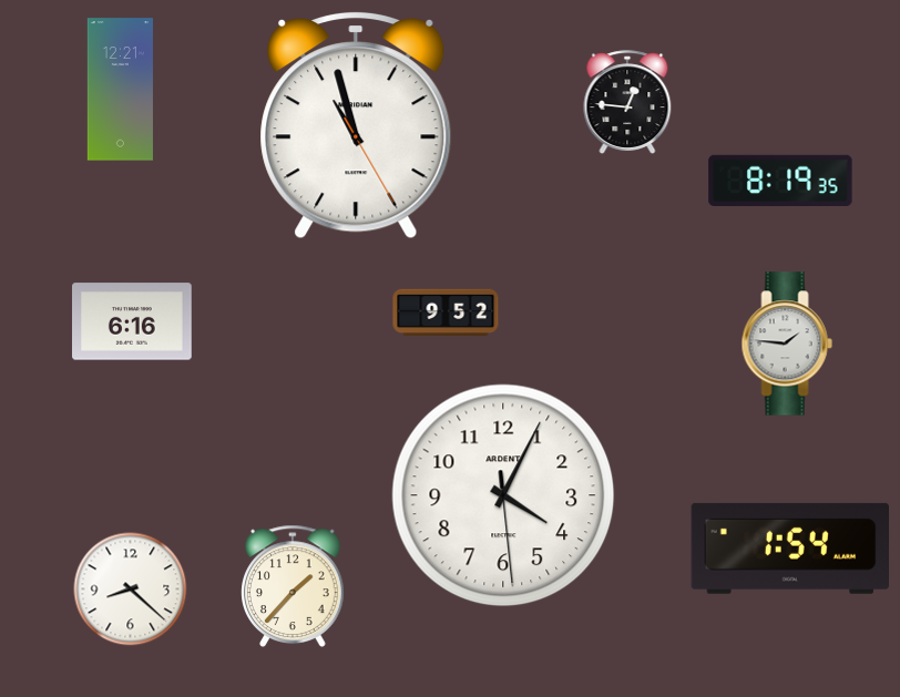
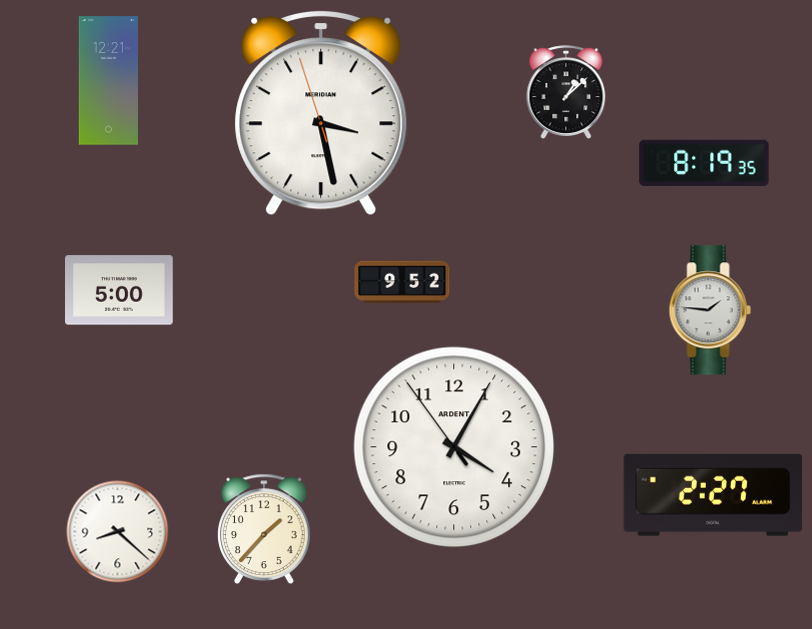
clock at (627, 102): 12:46 -> 1:08
clock at (356, 126): 10:57 -> 3:27
clock at (133, 321): 6:16 -> 5:00
clock at (503, 495): 4:04:29 -> 4:04:54
clock at (789, 549): 1:54 -> 2:27
